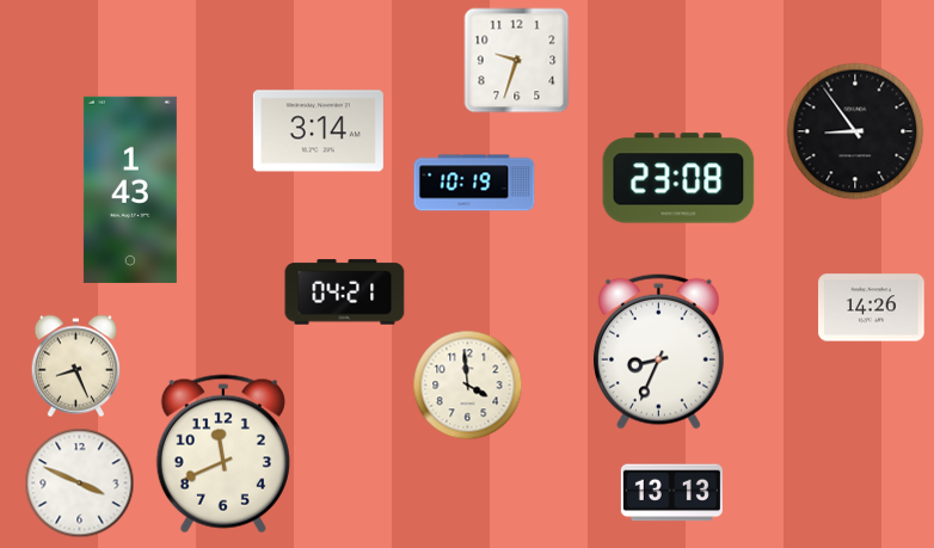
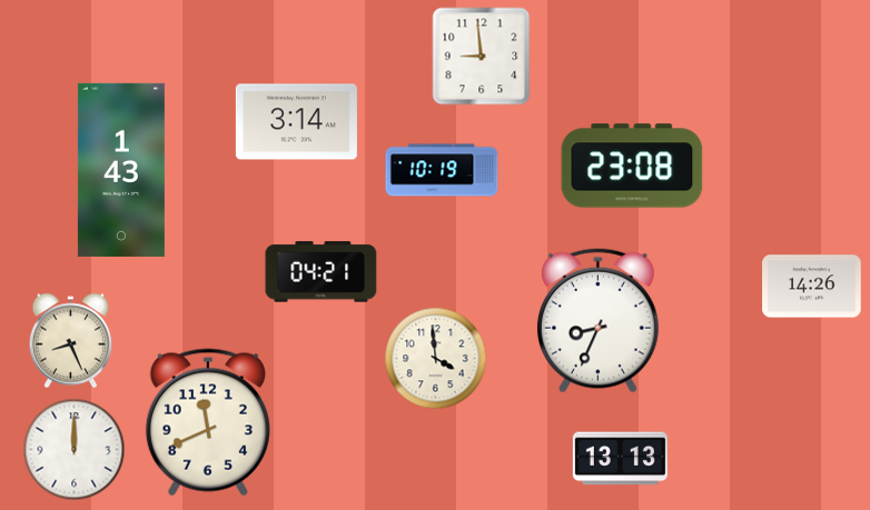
clock at (517, 61): 9:33 -> 8:59
clock at (855, 131): 8:54 -> none
clock at (130, 190) position: (130, 190) -> (121, 170)
clock at (658, 351) position: (658, 351) -> (597, 320)
clock at (80, 484): 3:49 -> 12:00
clock at (671, 493) position: (671, 493) -> (620, 459)
